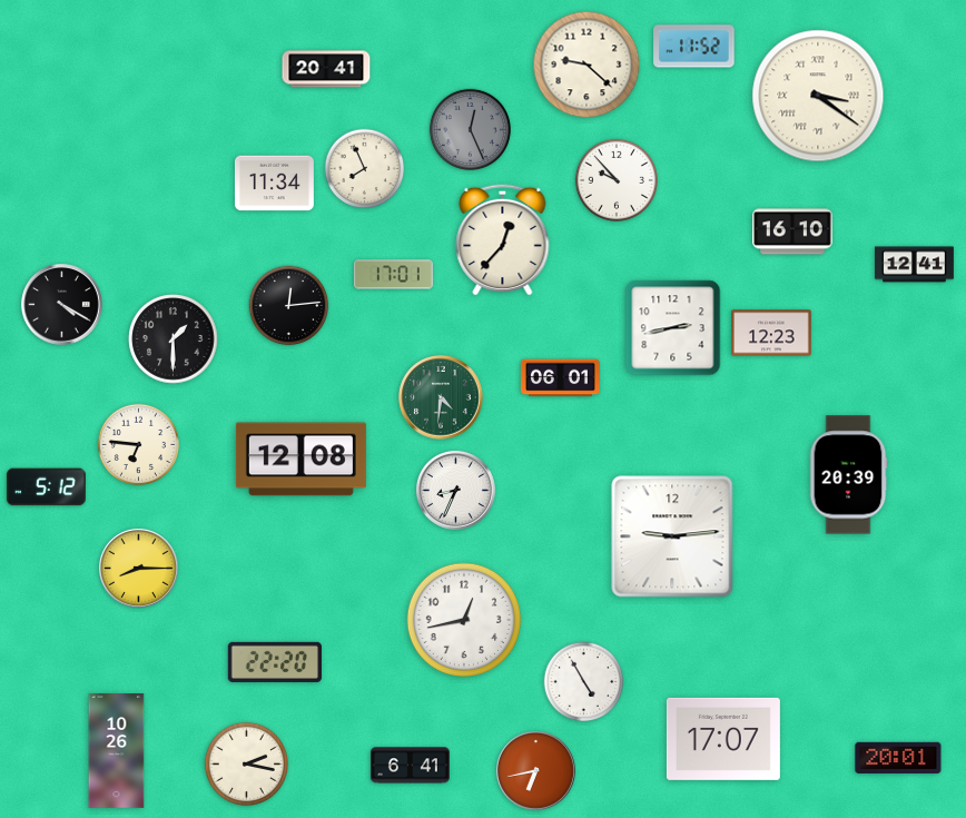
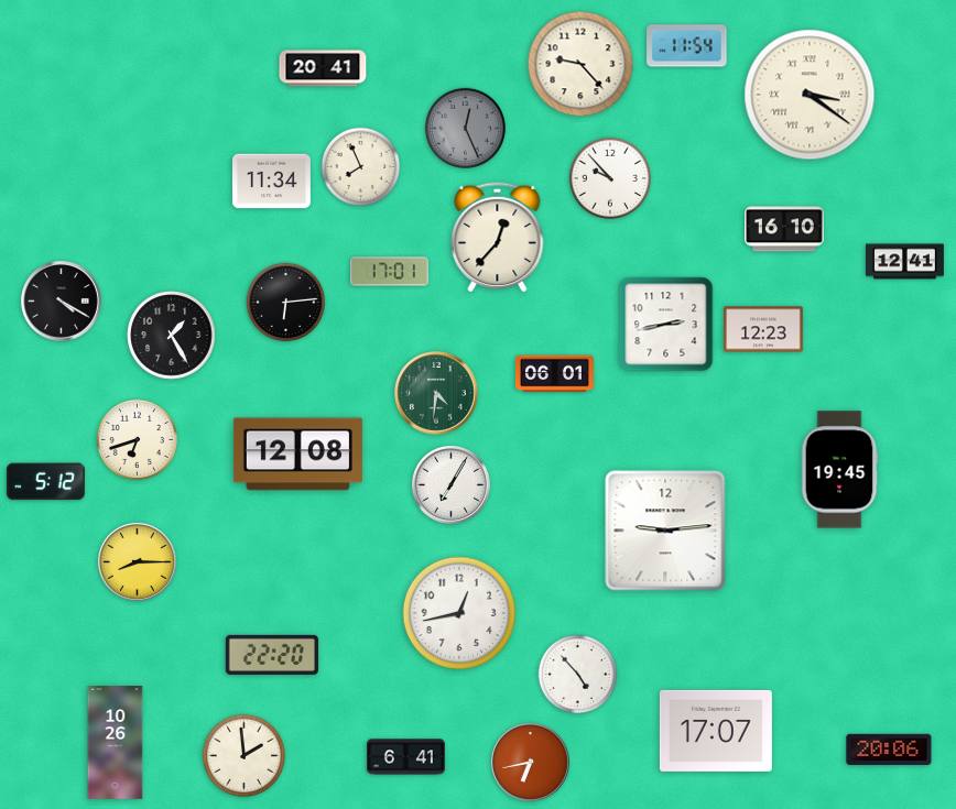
clock at (694, 47): 11:52 -> 11:54
clock at (586, 65): 9:22 -> 9:23
clock at (289, 306): 12:14 -> 6:14
clock at (174, 339): 1:30 -> 1:25
clock at (139, 445): 6:46 -> 6:42
clock at (848, 475): 20:39 -> 19:45
clock at (455, 490): 8:34 -> 7:05
clock at (584, 682): 4:55 -> 4:53
clock at (898, 758): 20:01 -> 20:06
clock at (246, 763): 2:17 -> 1:59
